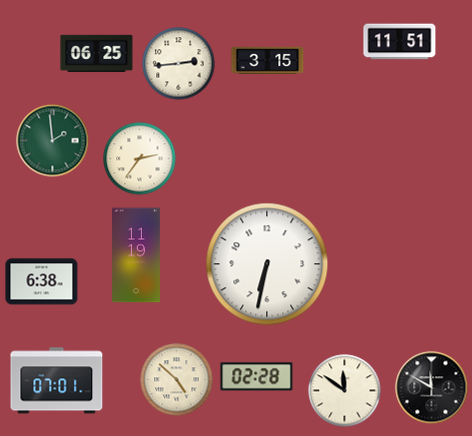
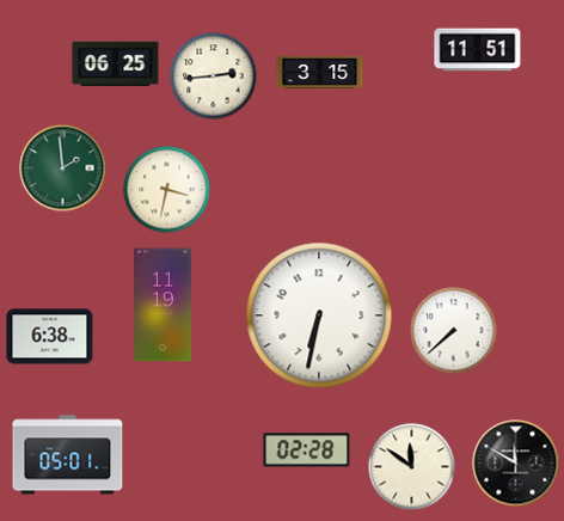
clock at (140, 159): 2:36 -> 3:32
clock at (454, 331): none -> 7:38
clock at (177, 380): 4:52 -> none
clock at (57, 381): 07:01 -> 05:01
